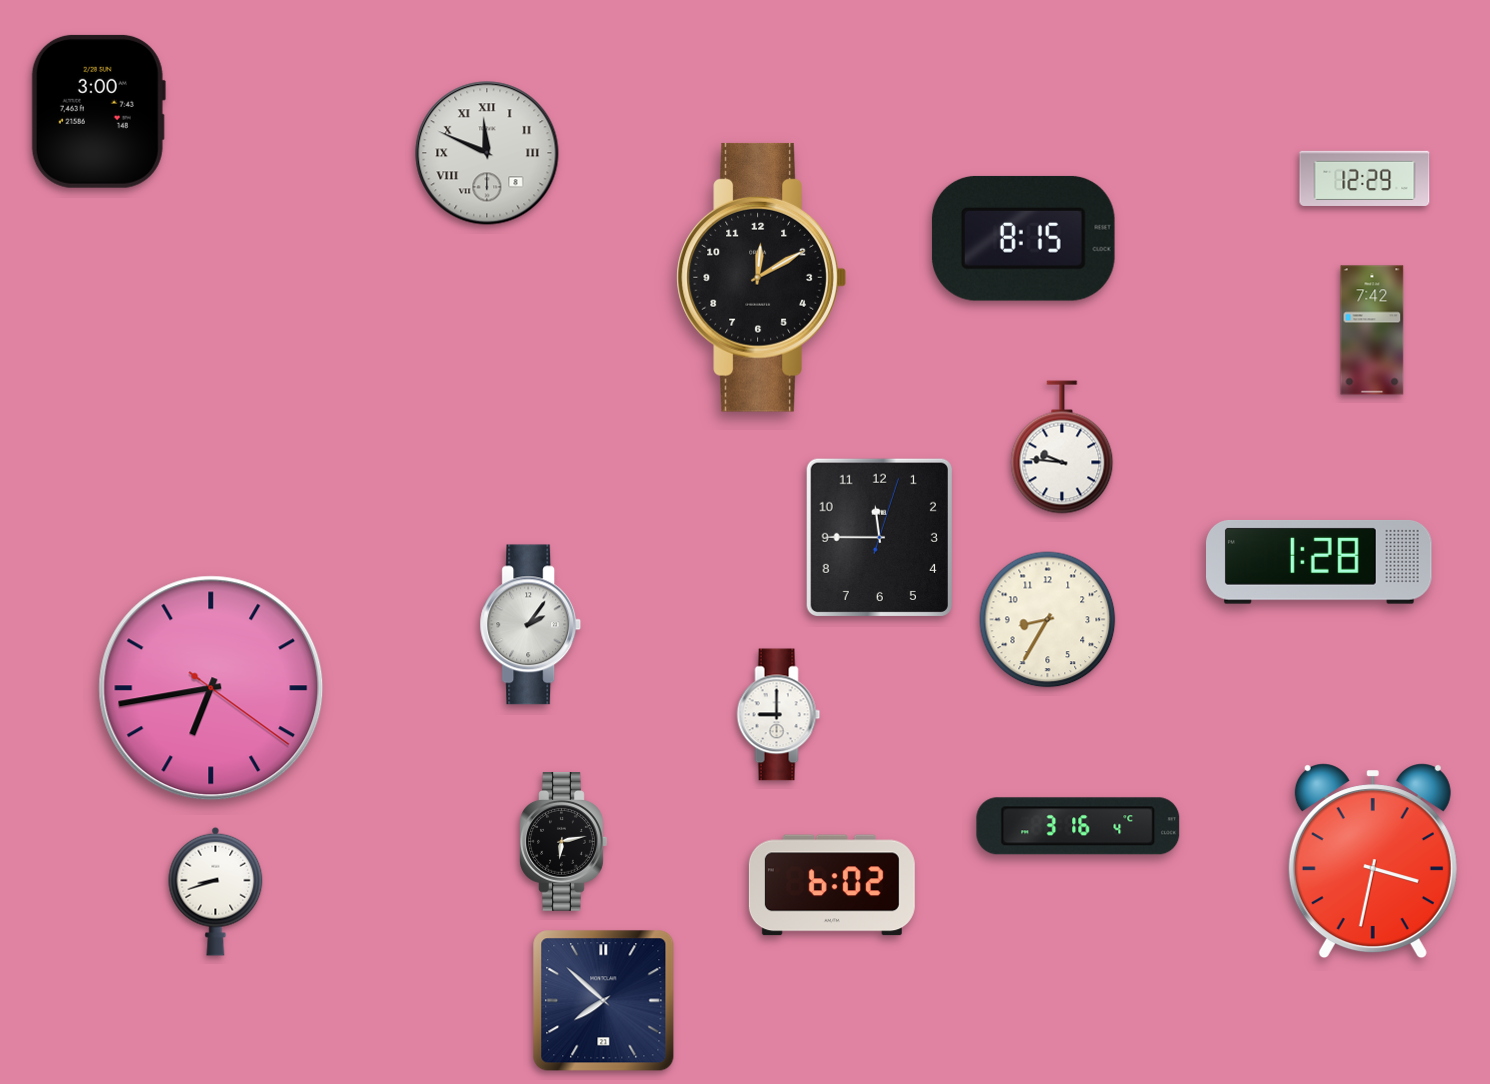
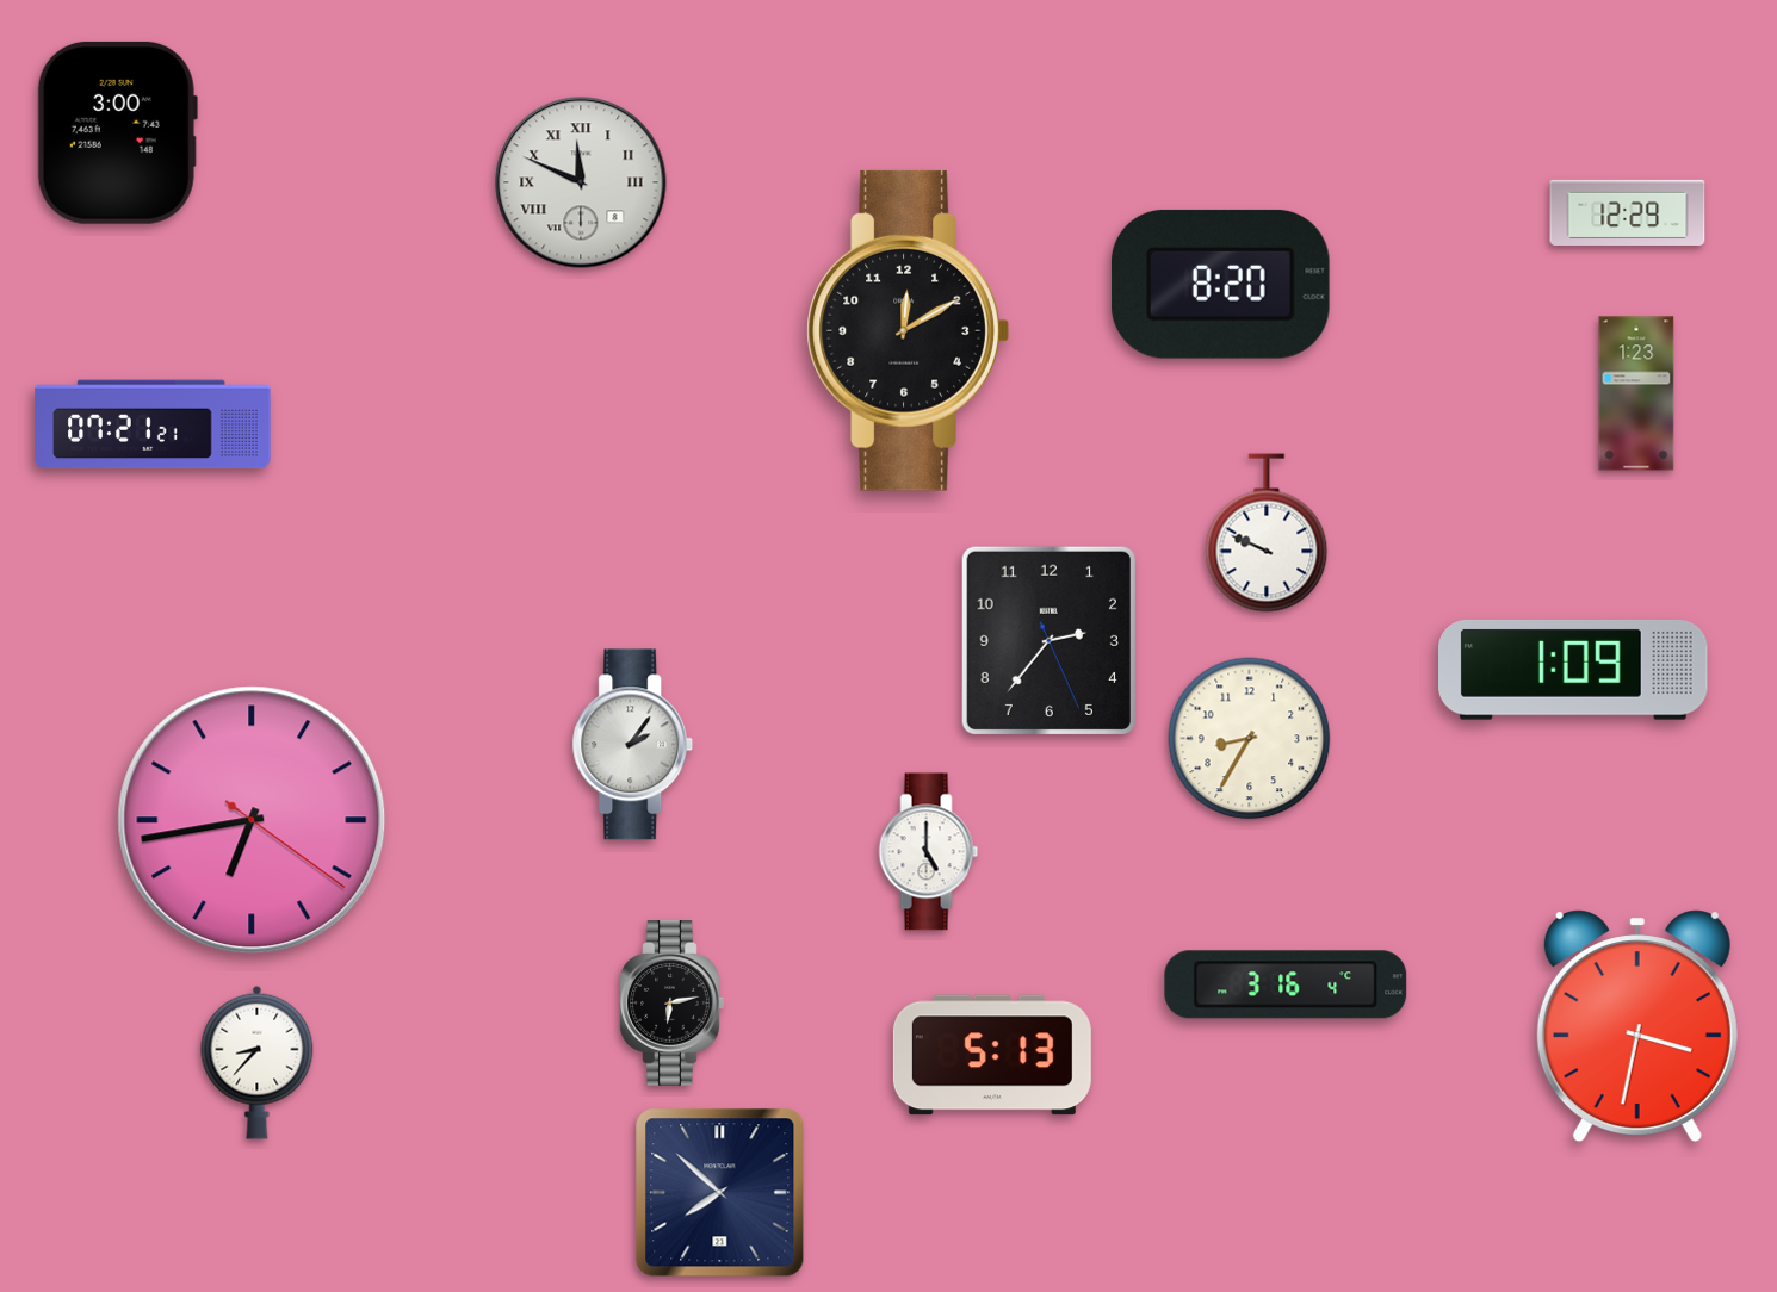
clock at (1023, 238): 8:15 -> 8:20
clock at (1372, 330): 7:42 -> 1:23
clock at (153, 424): none -> 07:21
clock at (1062, 447): 9:46 -> 9:49
clock at (879, 537): 11:45 -> 2:36
clock at (1320, 562): 1:28 -> 1:09
clock at (779, 715): 9:00 -> 5:00
clock at (832, 885): 6:02 -> 5:13
clock at (216, 891): 8:42 -> 8:37
